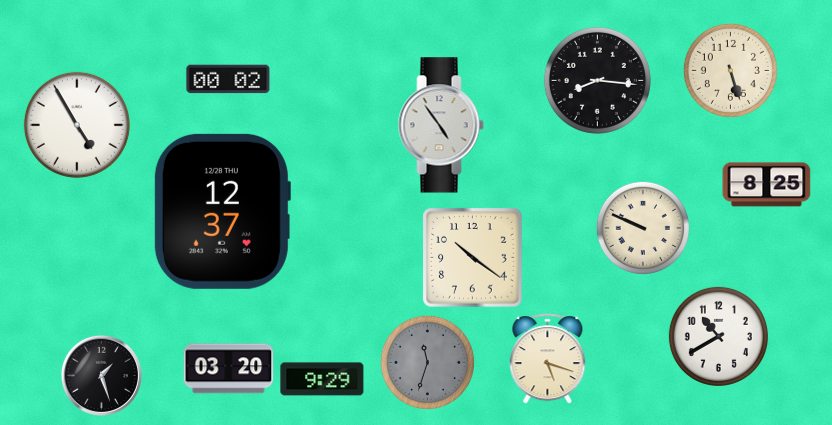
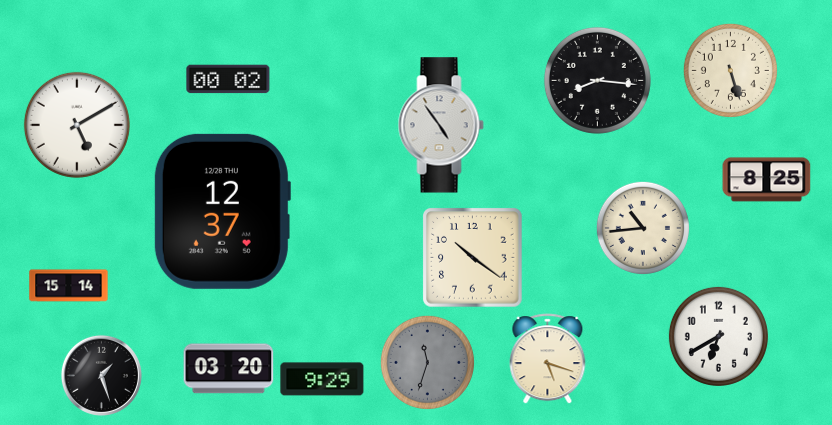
clock at (77, 125): 4:55 -> 5:10
clock at (767, 185) position: (767, 185) -> (767, 180)
clock at (643, 228): 9:49 -> 10:44
clock at (69, 286): none -> 15:14
clock at (718, 336): 10:40 -> 6:40
